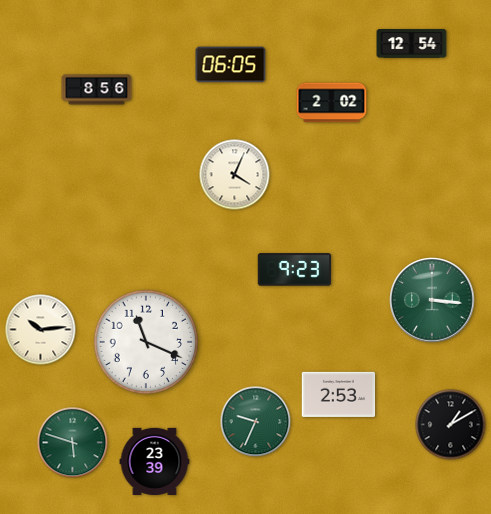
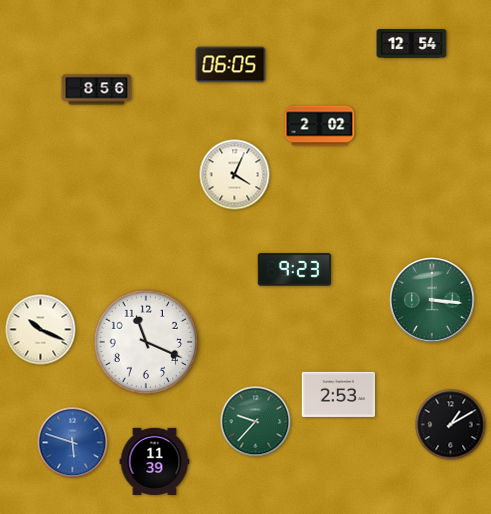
clock at (332, 103) position: (332, 103) -> (320, 126)
clock at (41, 330): 10:14 -> 10:19
clock at (256, 422): 9:34 -> 9:37
clock at (73, 443) dial: green -> blue
clock at (155, 461): 23:39 -> 11:39
